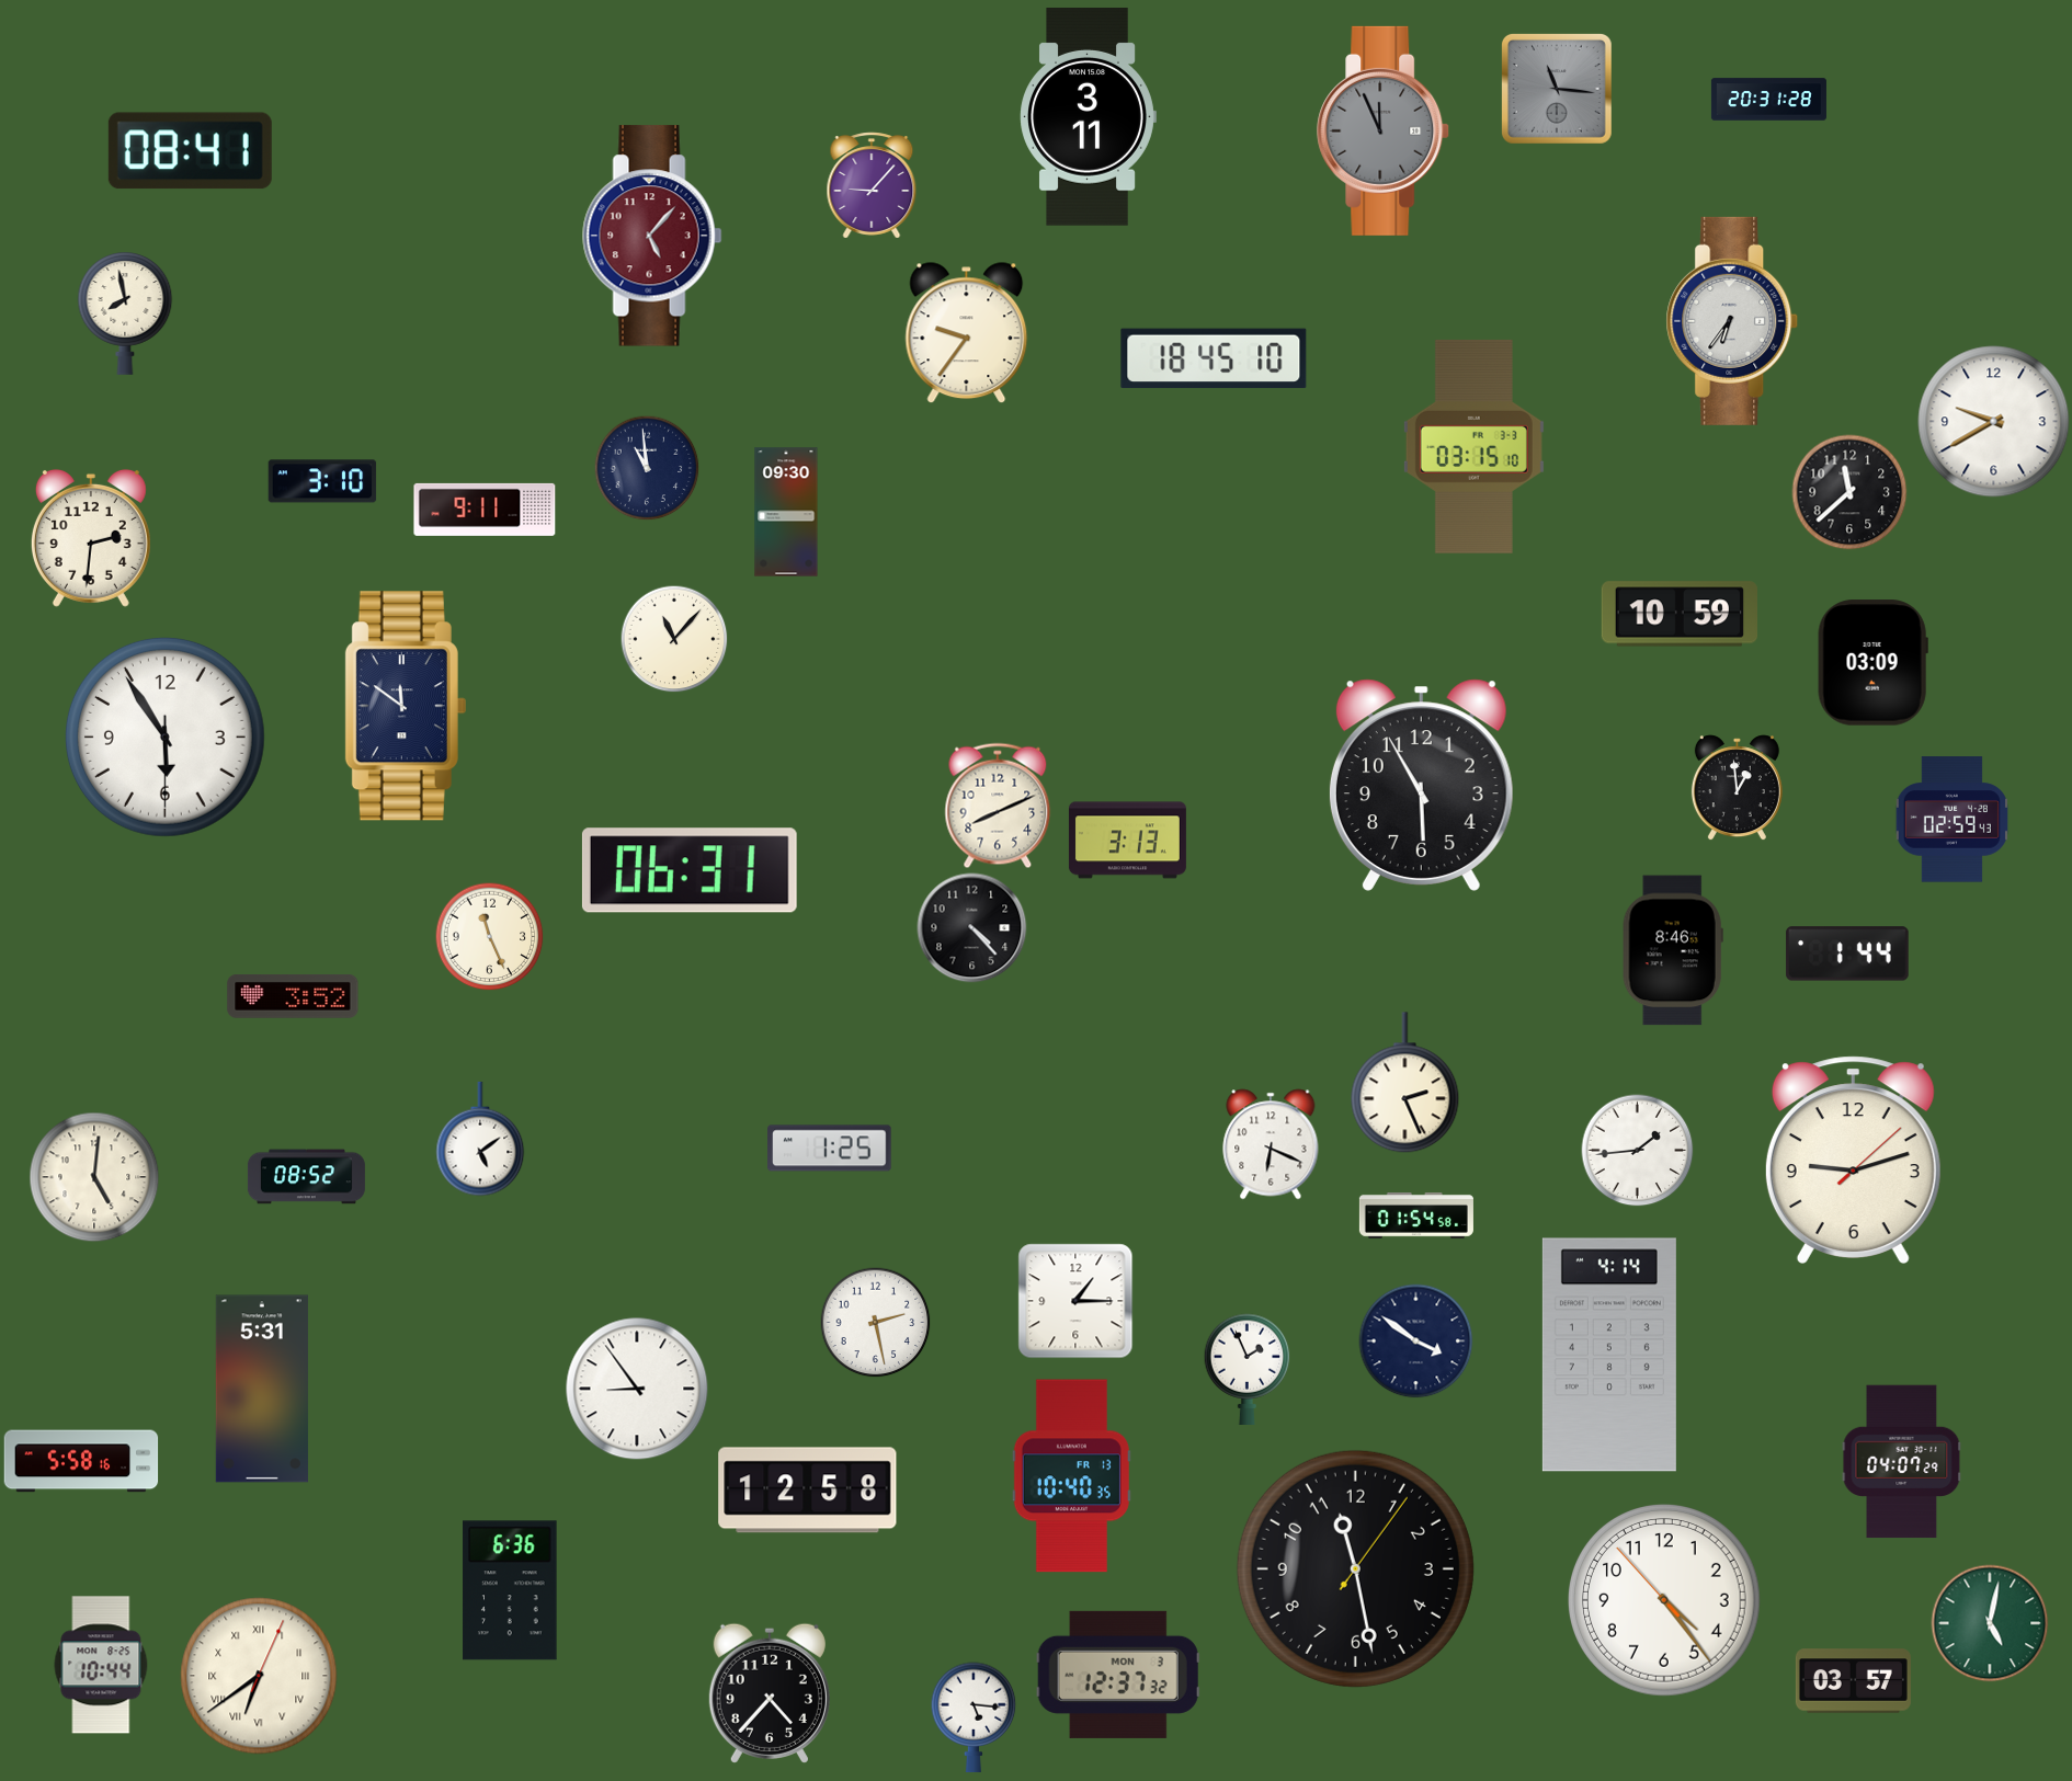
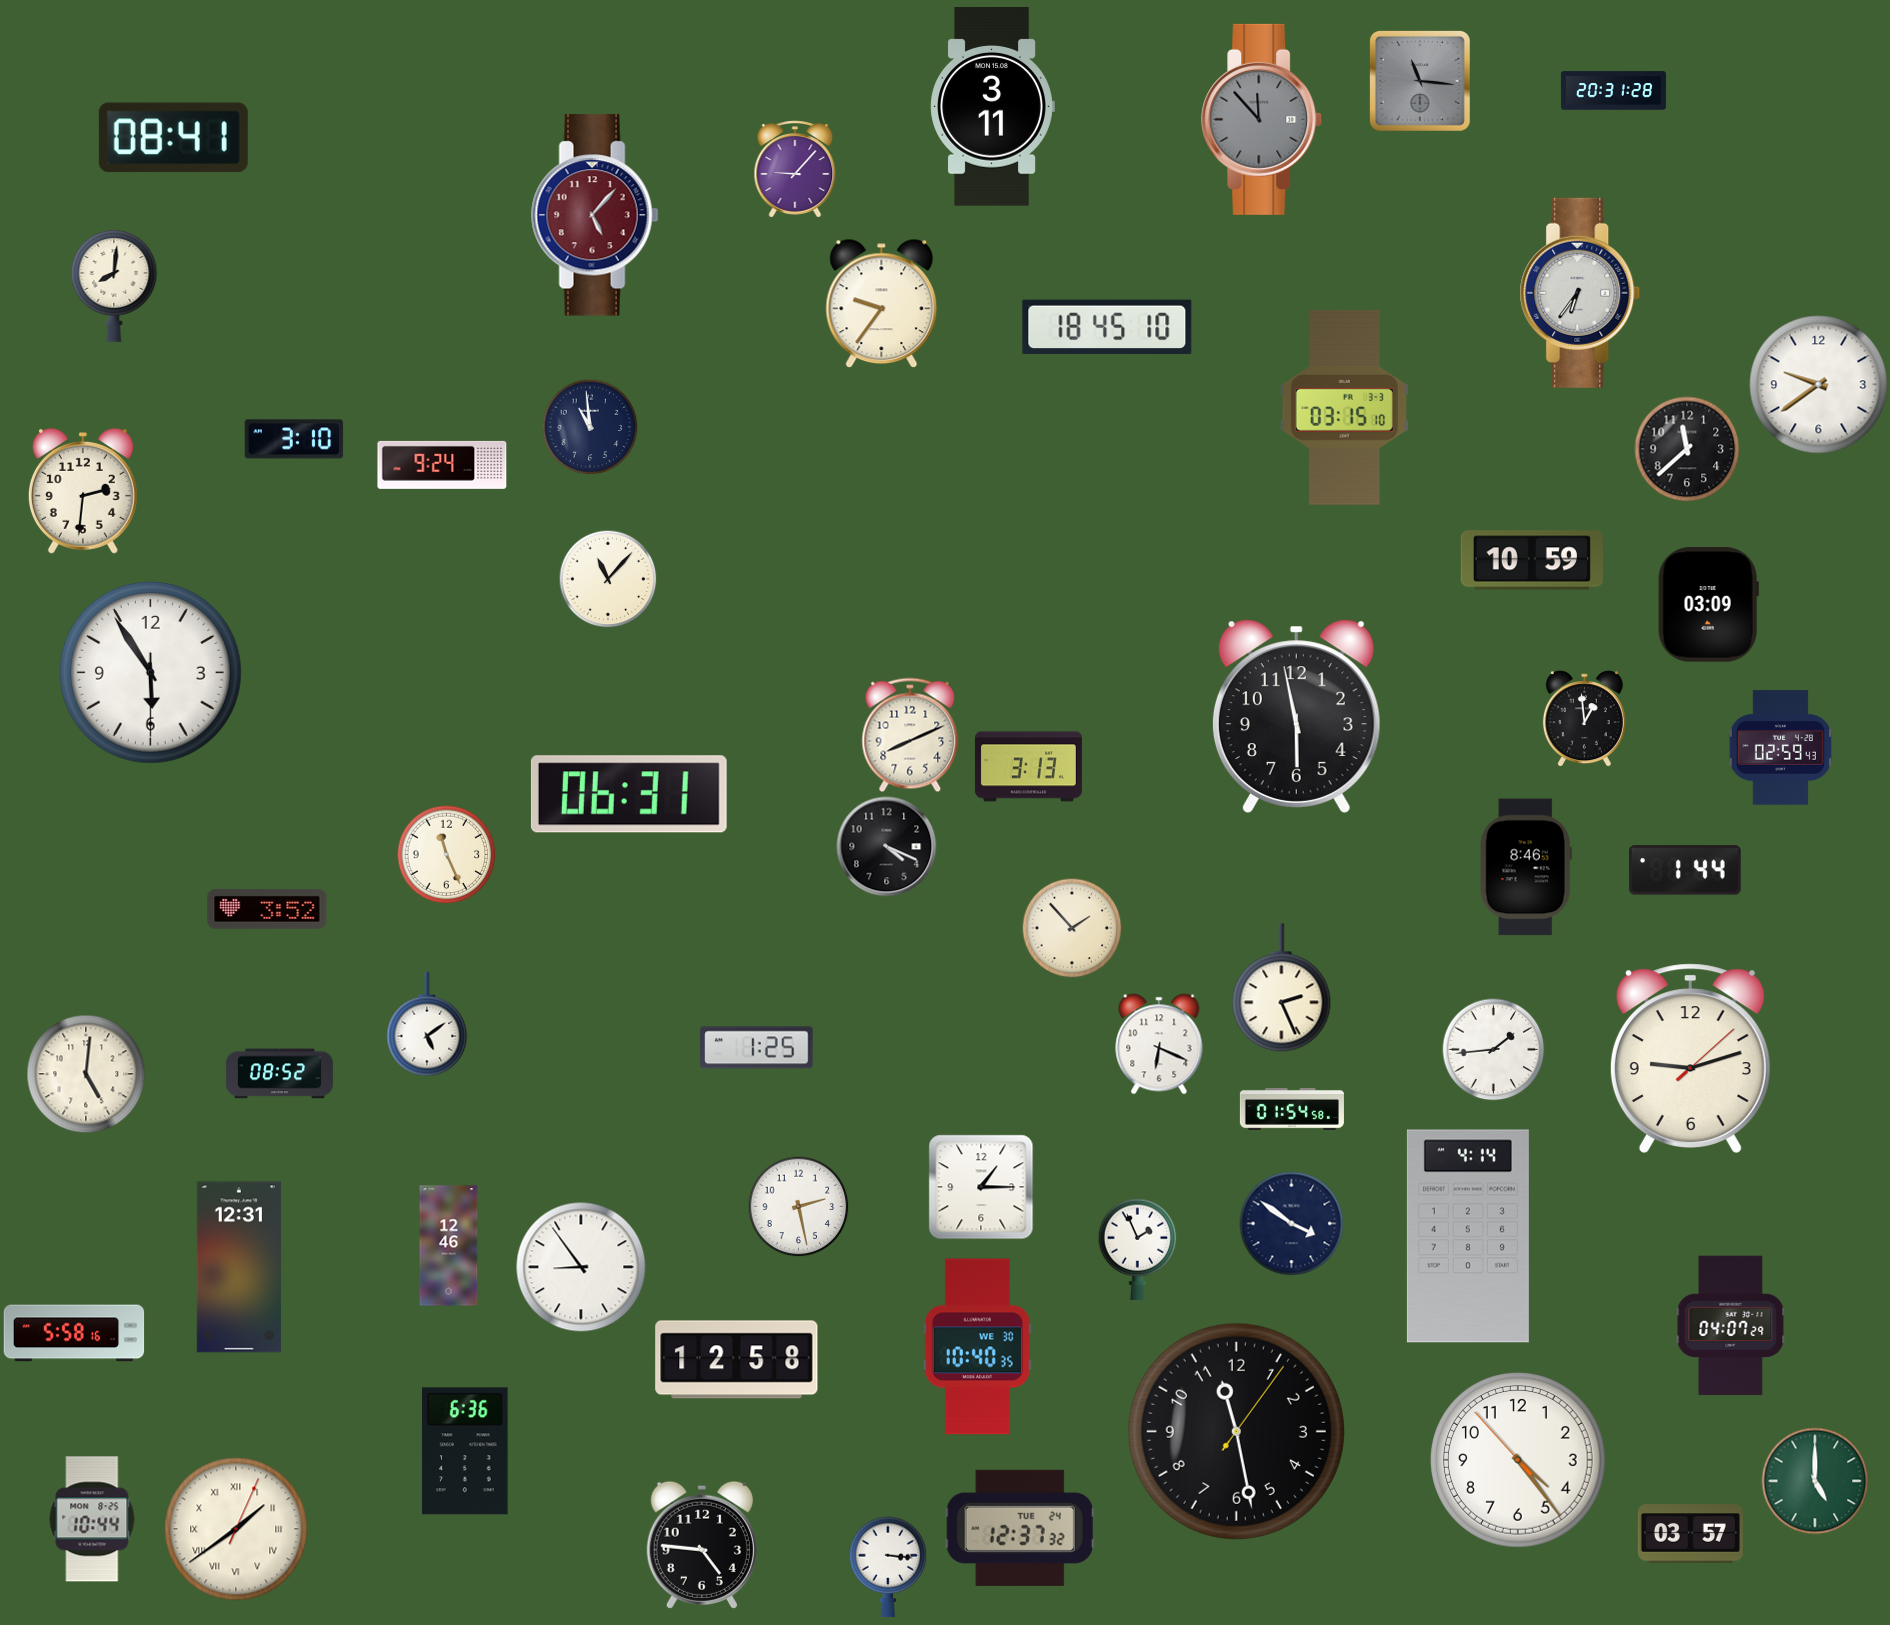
clock at (1384, 130): 11:56 -> 11:53
clock at (125, 313): 7:58 -> 8:01
clock at (1994, 422): 9:40 -> 9:39
clock at (485, 510): 9:11 -> 9:24
clock at (786, 512): 09:30 -> none
clock at (674, 639) position: (674, 639) -> (608, 579)
clock at (406, 706): 11:51 -> none
clock at (1421, 785): 5:55 -> 5:58
clock at (972, 928): 4:23 -> 4:19
clock at (1072, 928): none -> 1:53
clock at (480, 1139) position: (480, 1139) -> (427, 1024)
clock at (449, 1246): none -> 12:46
clock at (262, 1389): 5:31 -> 12:31
clock at (1902, 1462) position: (1902, 1462) -> (1731, 1326)
clock at (1071, 1476) date: FR 13 -> WE 30
clock at (1990, 1623): 5:02 -> 5:00
clock at (1118, 1675) date: MON 3 -> TUE 24
clock at (259, 1676): 6:39 -> 1:39
clock at (770, 1693): 4:37 -> 4:46
clock at (974, 1717): 5:16 -> 3:16
